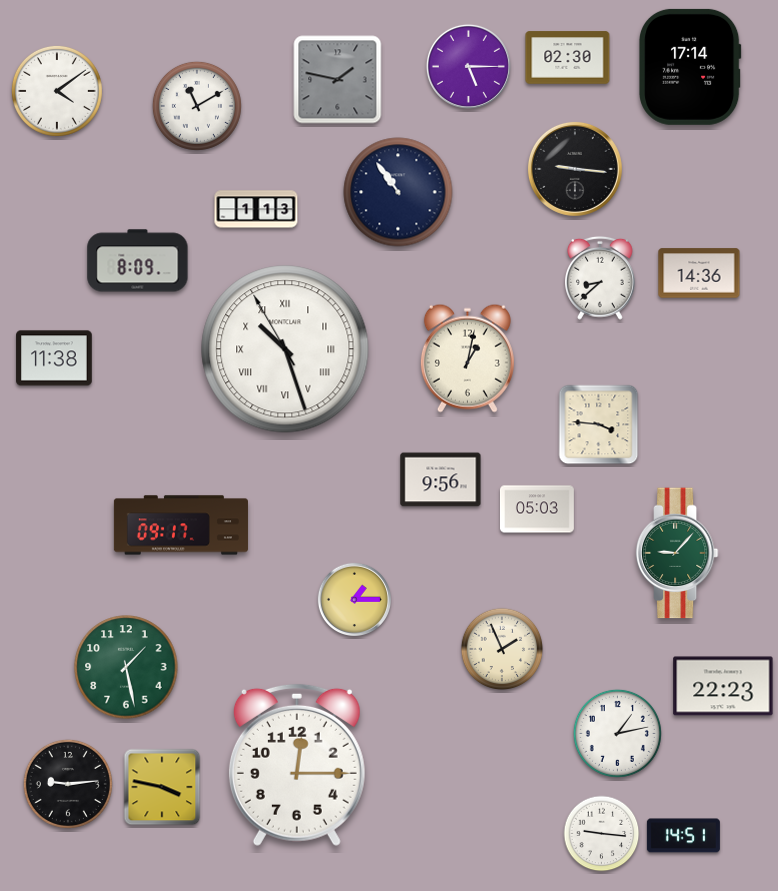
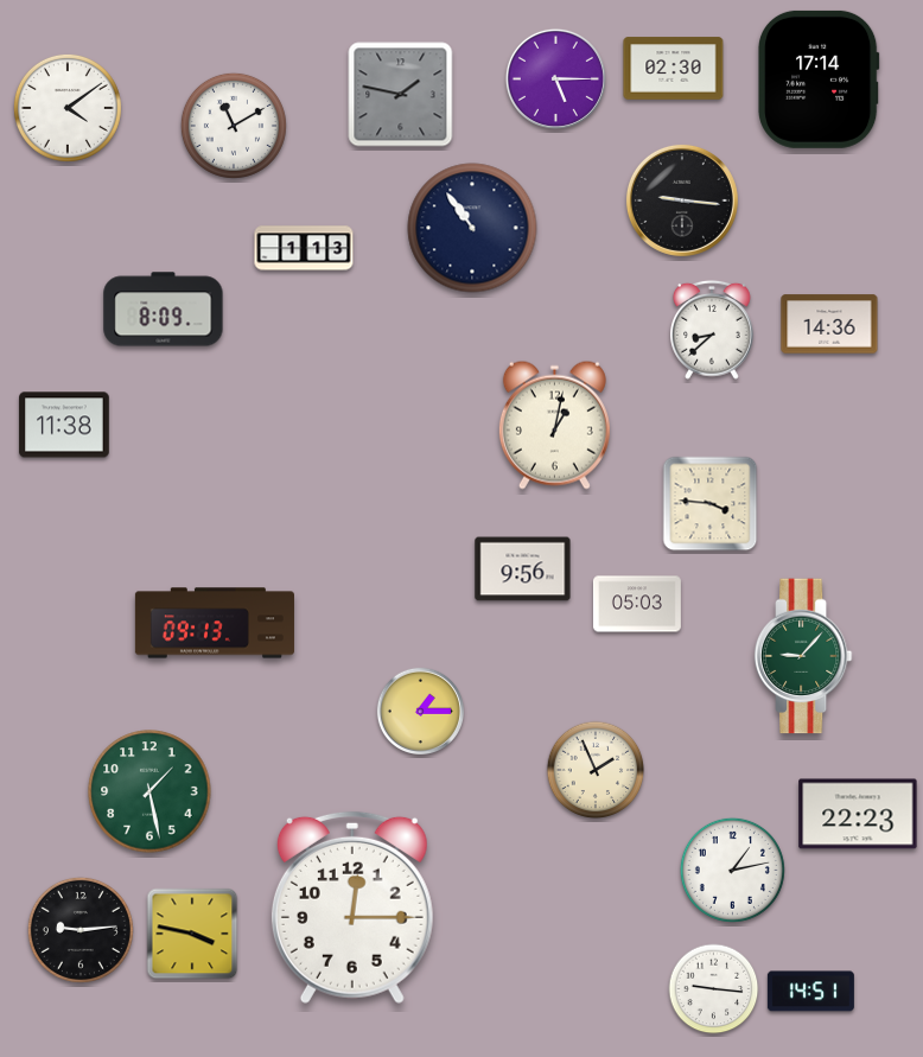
clock at (285, 349): 10:26 -> none
clock at (181, 525): 09:17 -> 09:13
